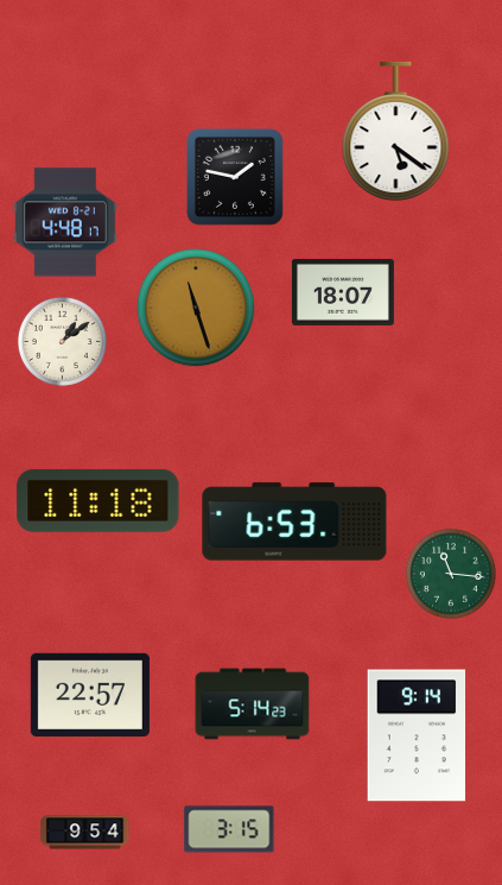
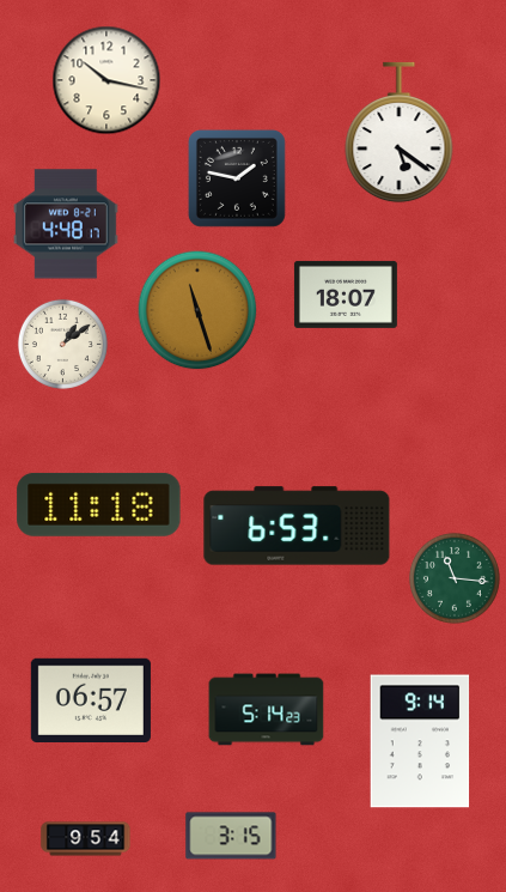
clock at (106, 80): none -> 10:17
clock at (90, 694): 22:57 -> 06:57
clock at (253, 704) position: (253, 704) -> (267, 710)
